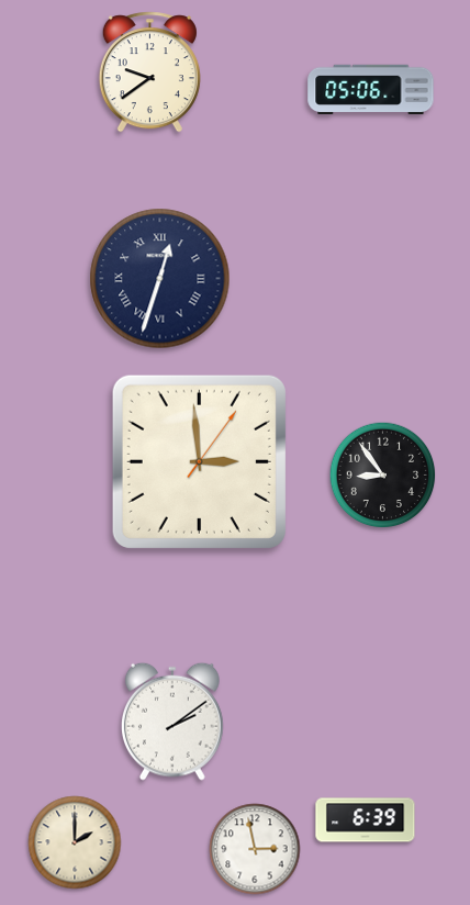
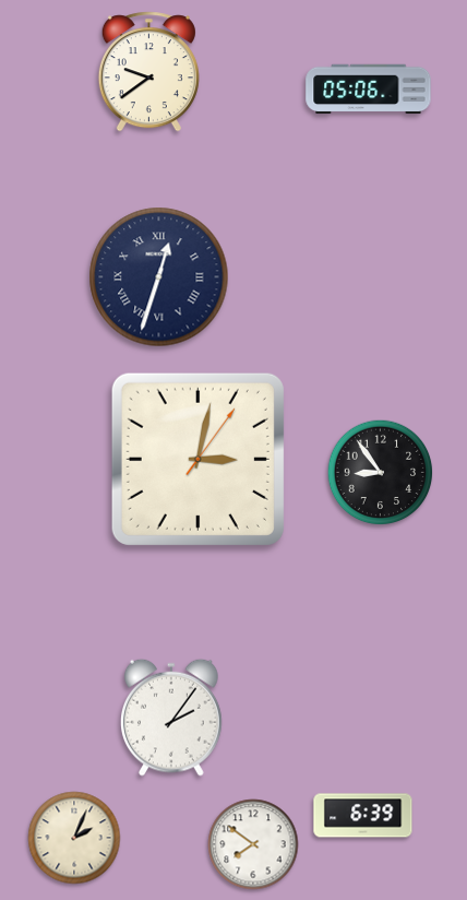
clock at (199, 461): 2:59 -> 3:02
clock at (174, 722): 2:09 -> 2:06
clock at (75, 842): 2:00 -> 2:04
clock at (255, 849): 2:58 -> 7:51
